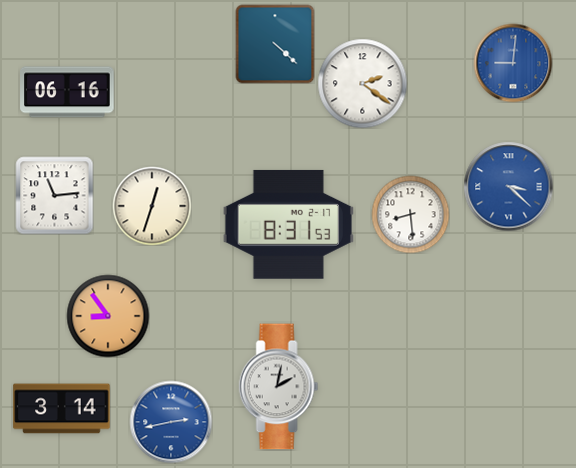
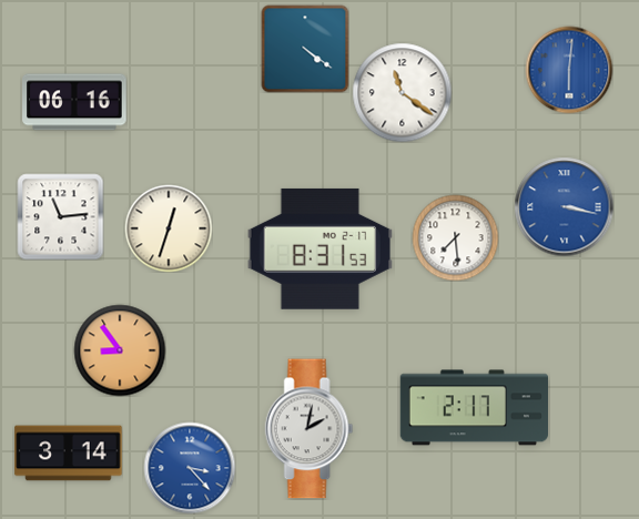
clock at (275, 44): 4:22 -> 4:21
clock at (513, 63): 9:01 -> 6:01
clock at (362, 83): 2:21 -> 11:21
clock at (508, 186): 3:22 -> 3:17
clock at (410, 214): 8:29 -> 7:29
clock at (474, 408): none -> 2:17
clock at (171, 422): 2:43 -> 3:23
